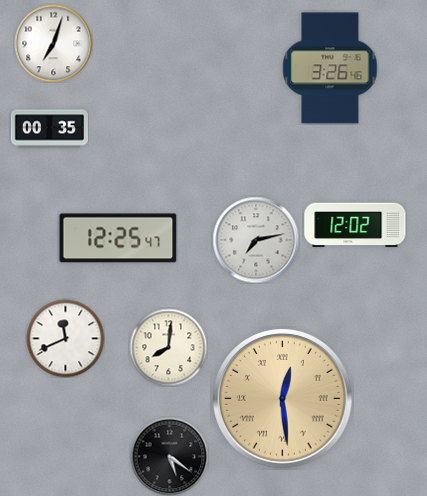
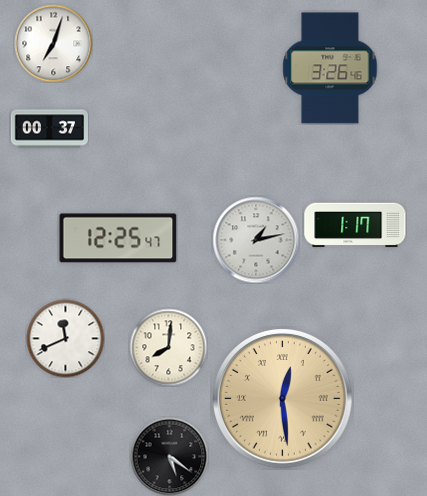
clock at (49, 129): 00:35 -> 00:37
clock at (355, 225): 12:02 -> 1:17
clock at (256, 240): 7:13 -> 1:13
